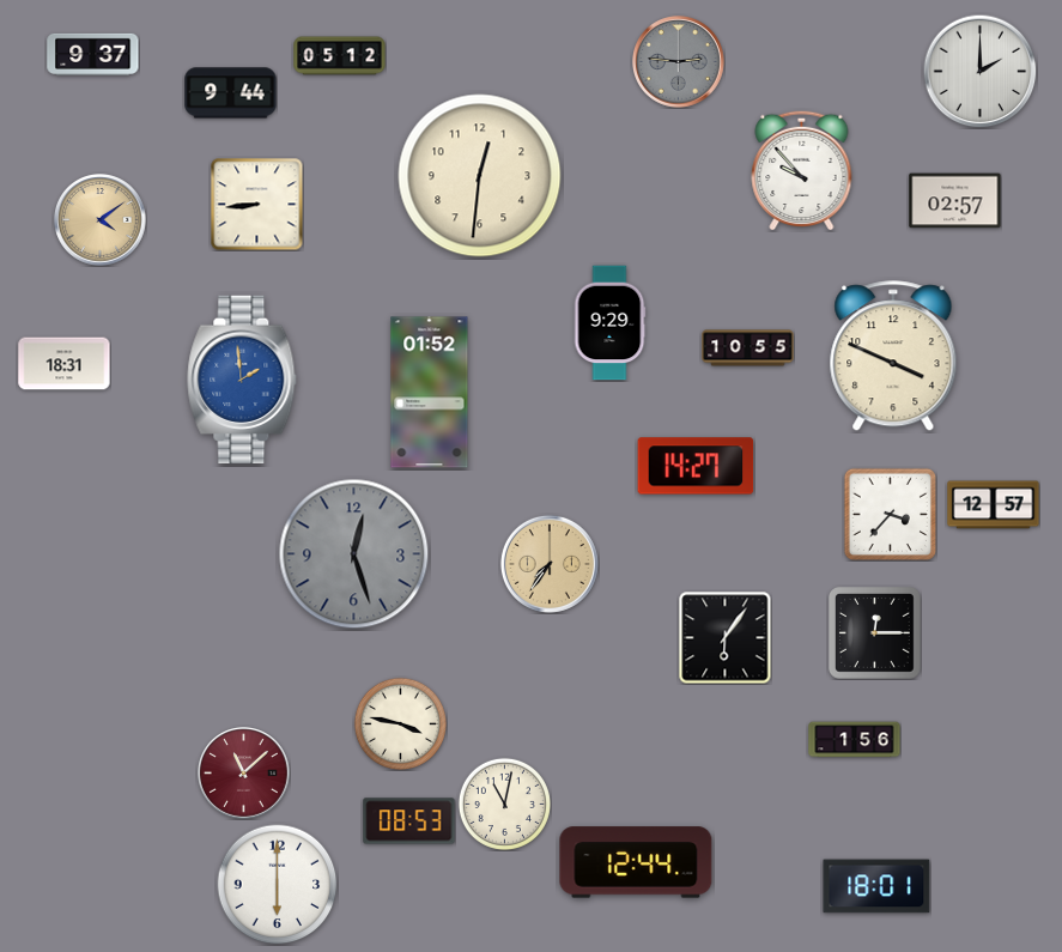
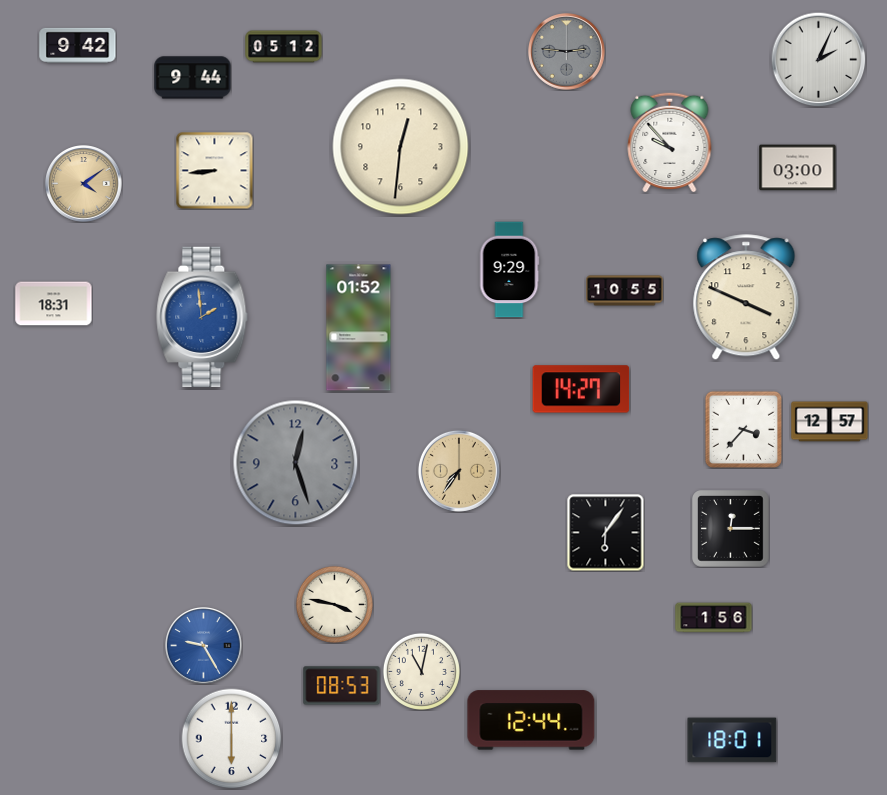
clock at (93, 54): 9:37 -> 9:42
clock at (979, 71): 2:00 -> 2:04
clock at (955, 201): 02:57 -> 03:00
clock at (244, 774): 11:08 -> 9:25
clock at (244, 774) dial: burgundy -> blue
